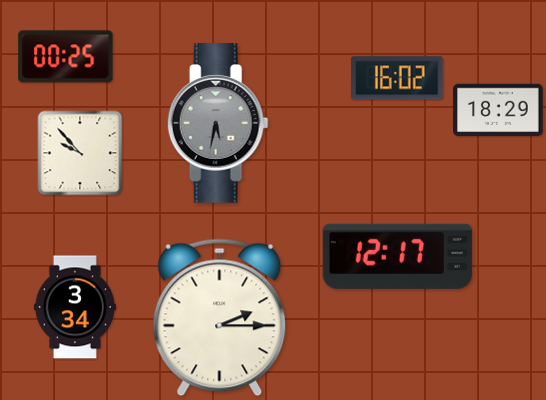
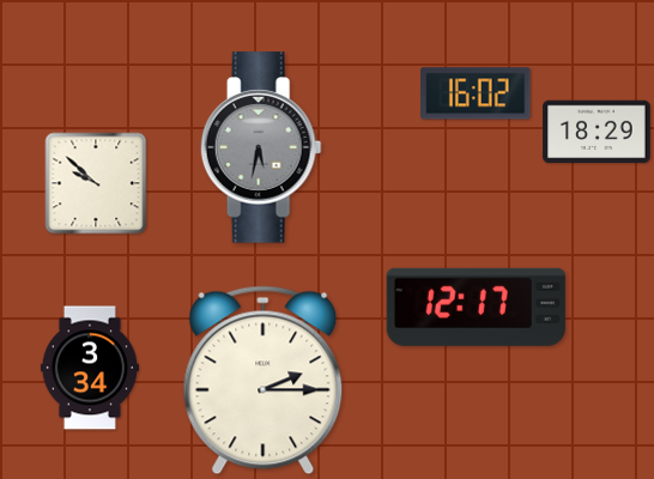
clock at (66, 57): 00:25 -> none
clock at (80, 153): 9:53 -> 9:52
